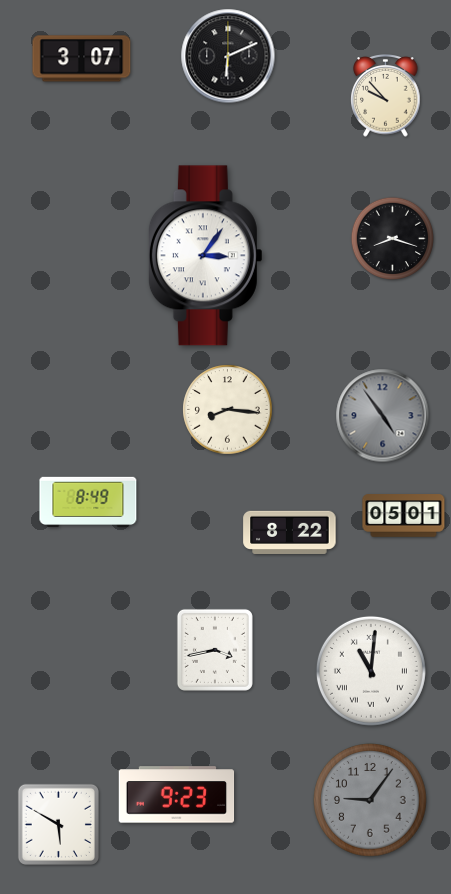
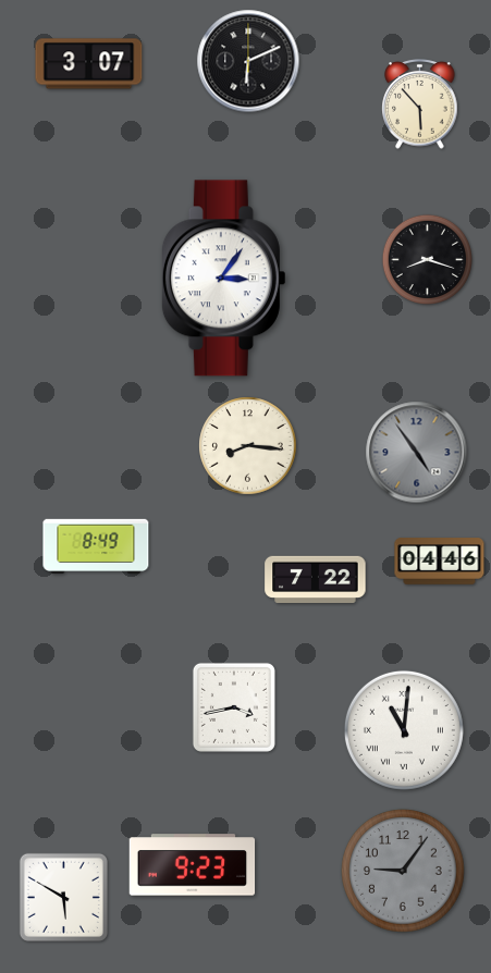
clock at (386, 96): 9:53 -> 5:53
clock at (404, 516): 05:01 -> 04:46
clock at (290, 532): 8:22 -> 7:22
